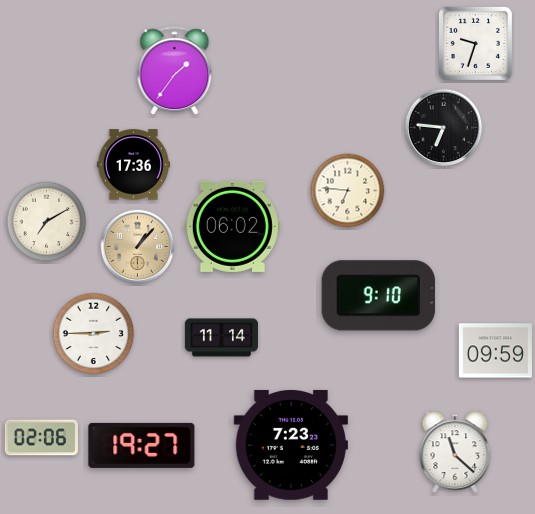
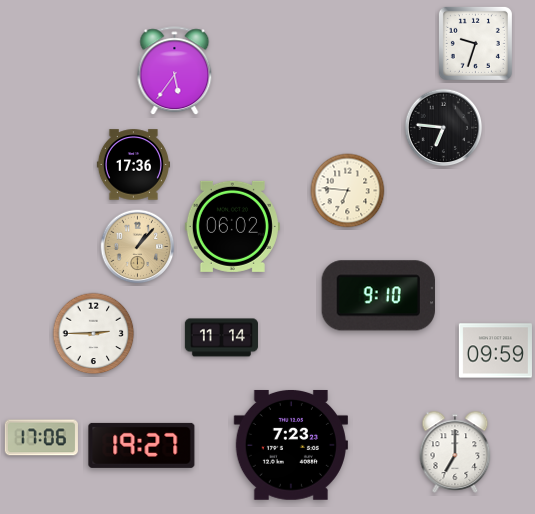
clock at (175, 71): 1:36 -> 5:36
clock at (47, 222): 7:10 -> none
clock at (41, 438): 02:06 -> 17:06
clock at (455, 452): 11:22 -> 7:00
